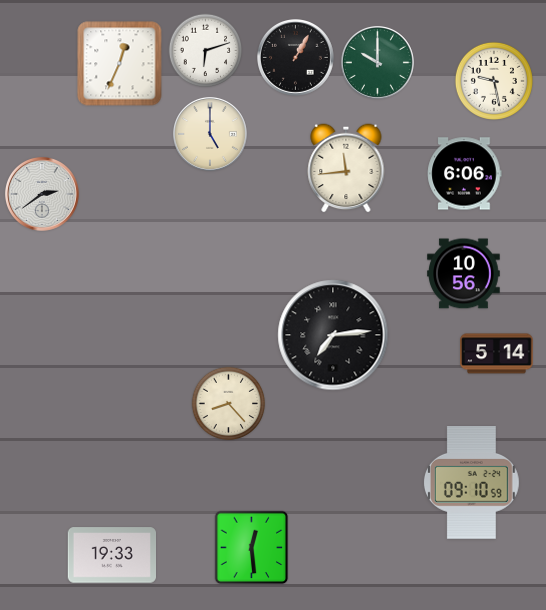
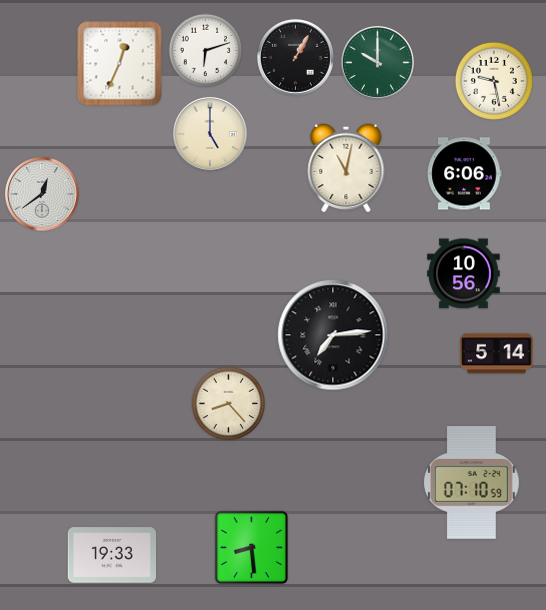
clock at (346, 168): 11:44 -> 11:02
clock at (42, 194): 2:39 -> 12:39
clock at (471, 483): 09:10 -> 07:10
clock at (252, 548): 12:29 -> 8:29
